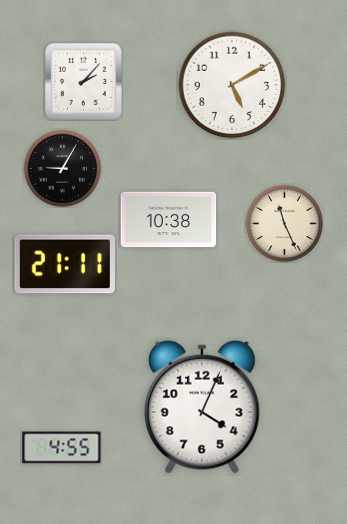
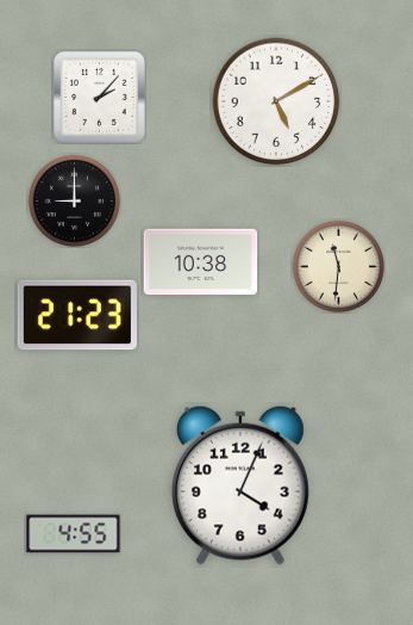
clock at (62, 168): 9:05 -> 9:00
clock at (284, 223): 11:26 -> 11:31
clock at (65, 264): 21:11 -> 21:23
